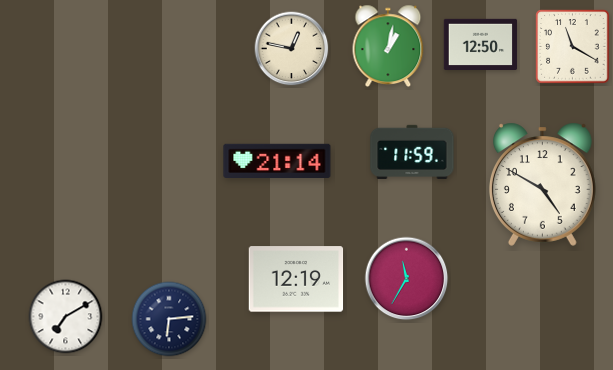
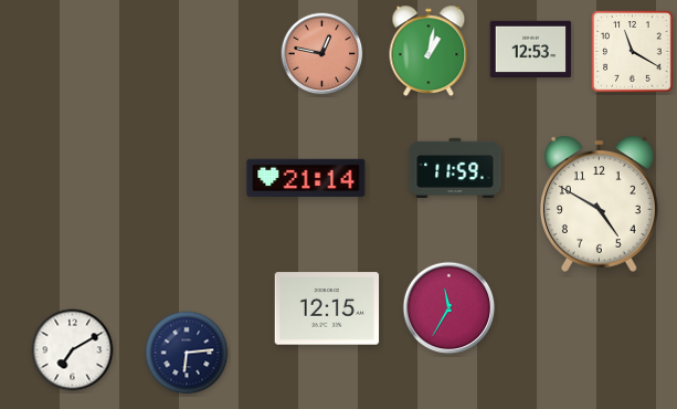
clock at (481, 44): 12:50 -> 12:53
clock at (292, 49) dial: cream -> salmon
clock at (296, 279): 12:19 -> 12:15
